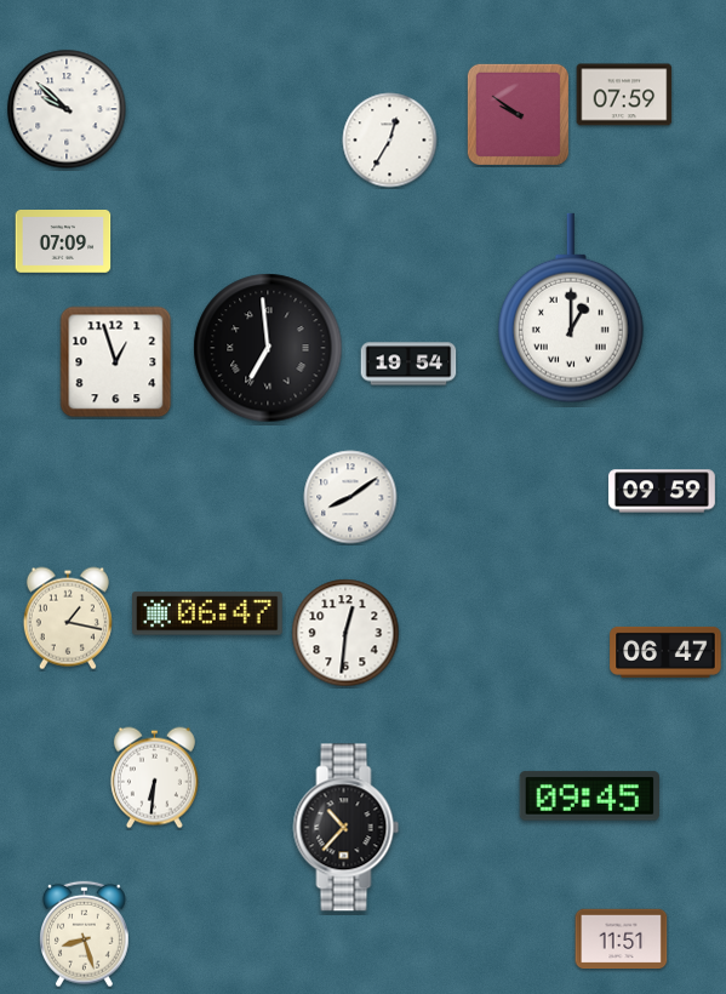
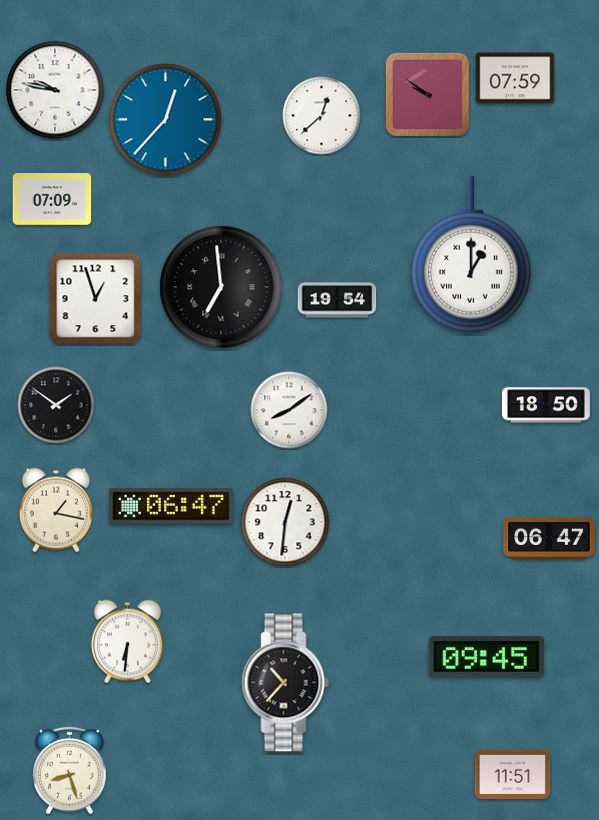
clock at (67, 109): 9:52 -> 9:47
clock at (390, 141): 12:35 -> 12:38
clock at (166, 120): none -> 12:37
clock at (56, 405): none -> 1:51
clock at (662, 491): 09:59 -> 18:50
